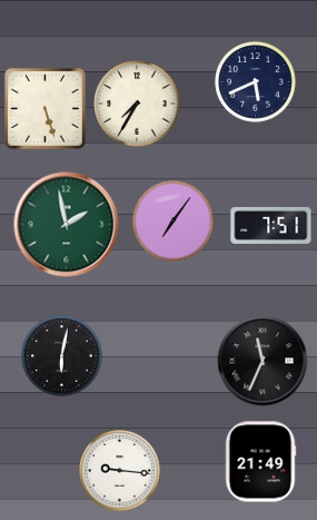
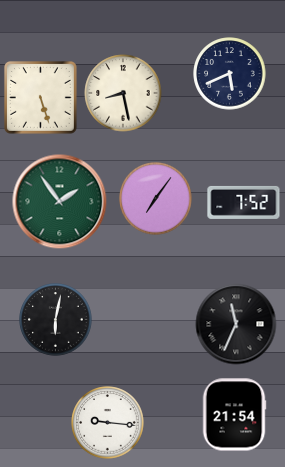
clock at (137, 104): 7:35 -> 8:28
clock at (67, 225): 1:58 -> 1:54
clock at (271, 225): 7:51 -> 7:52
clock at (260, 462): 21:49 -> 21:54
